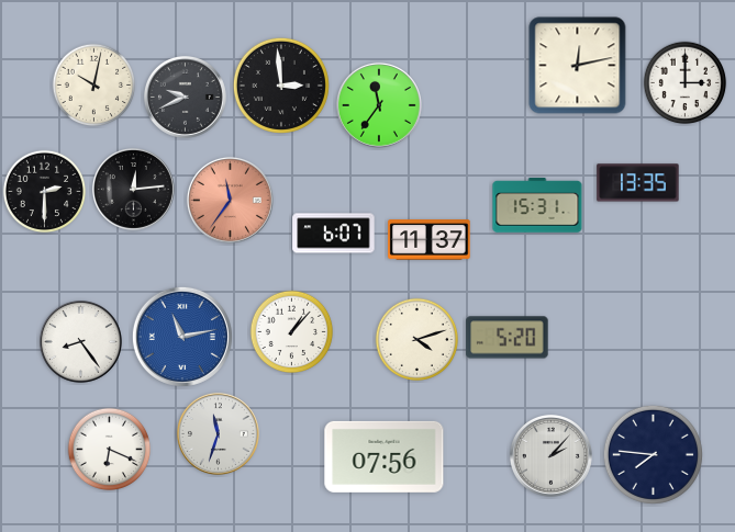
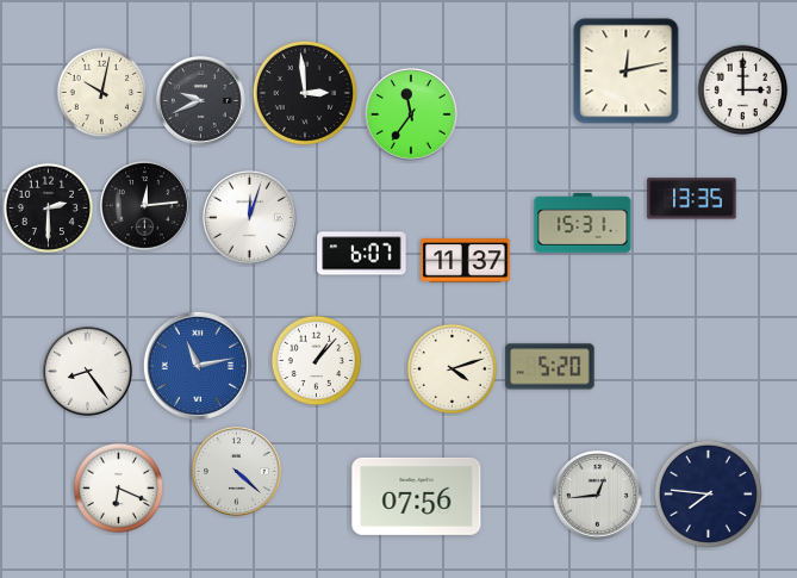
clock at (185, 97) position: (185, 97) -> (200, 100)
clock at (230, 200): 11:36 -> 12:03
clock at (230, 200) dial: salmon -> white
clock at (218, 433): 11:33 -> 4:22
clock at (550, 455): 2:07 -> 12:44
